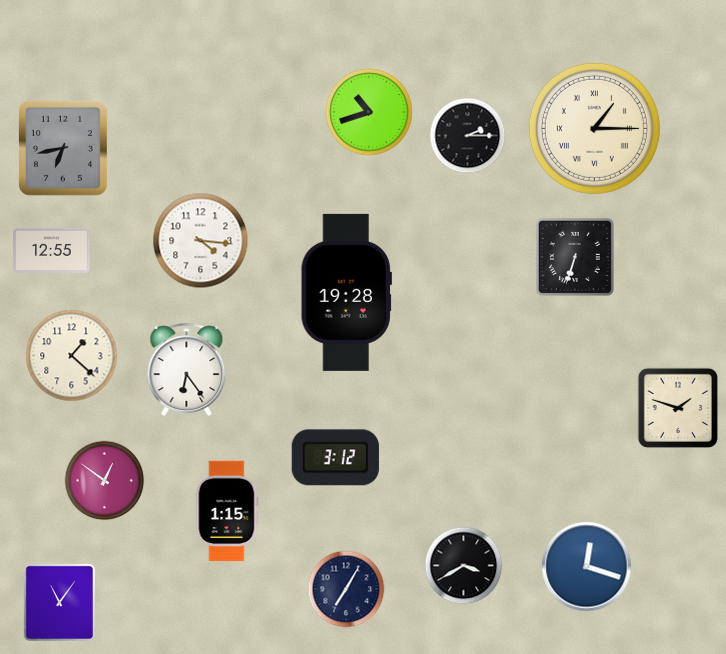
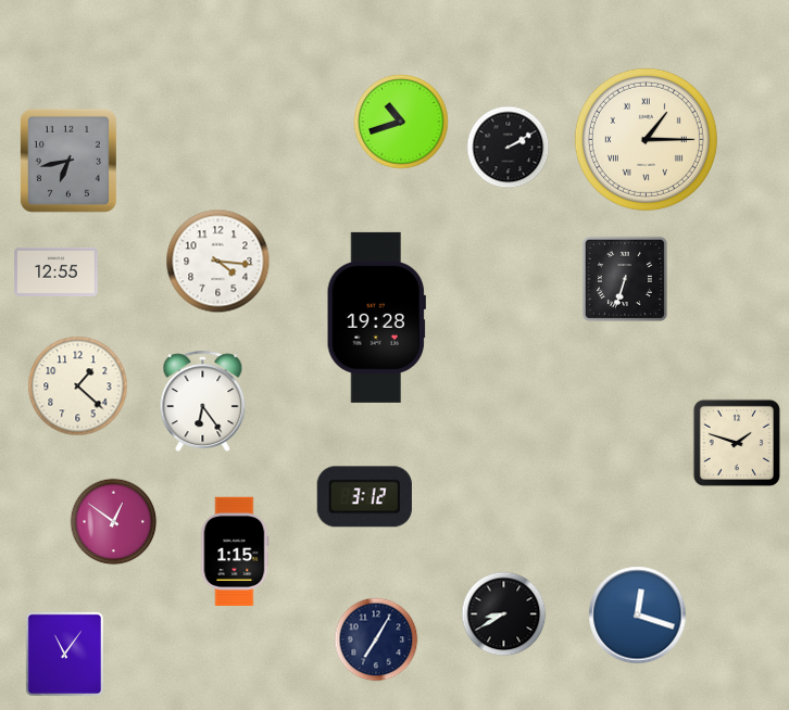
clock at (468, 136): 2:15 -> 2:10
clock at (227, 511) position: (227, 511) -> (235, 551)
clock at (464, 566): 3:40 -> 8:40
